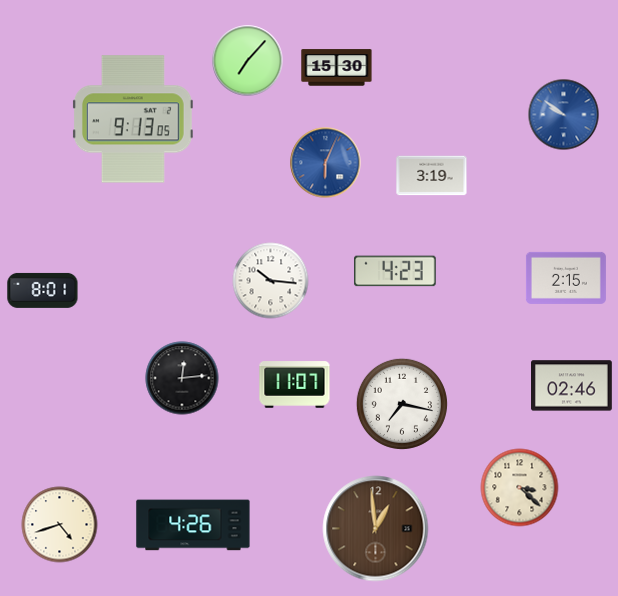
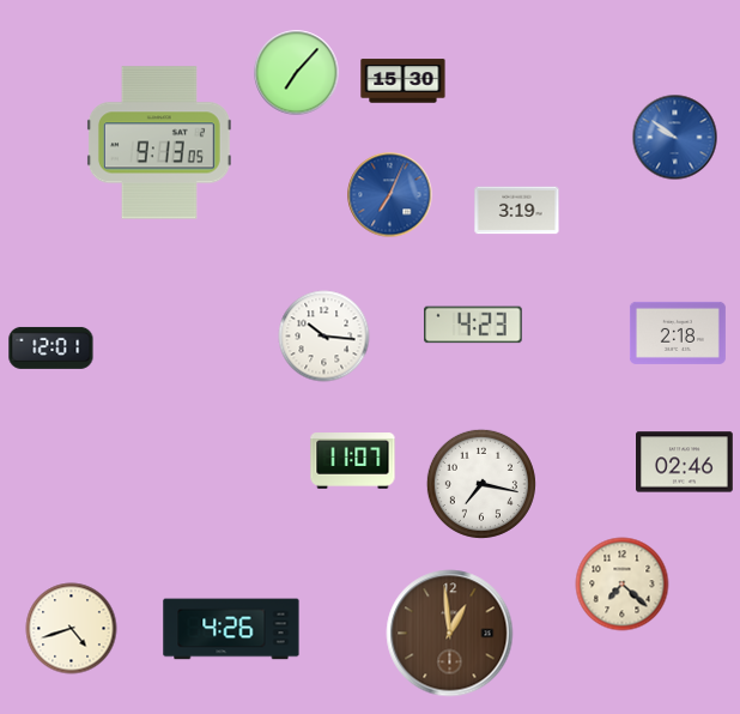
clock at (326, 163): 6:04 -> 7:04
clock at (566, 278): 2:15 -> 2:18
clock at (43, 290): 8:01 -> 12:01
clock at (182, 378): 12:14 -> none
clock at (520, 488): 3:22 -> 7:22
